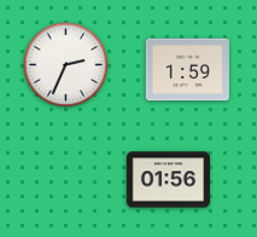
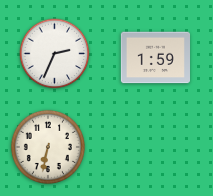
clock at (48, 147): none -> 6:32
clock at (168, 180): 01:56 -> none
